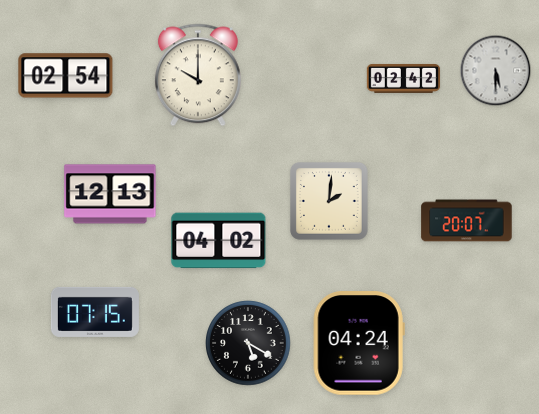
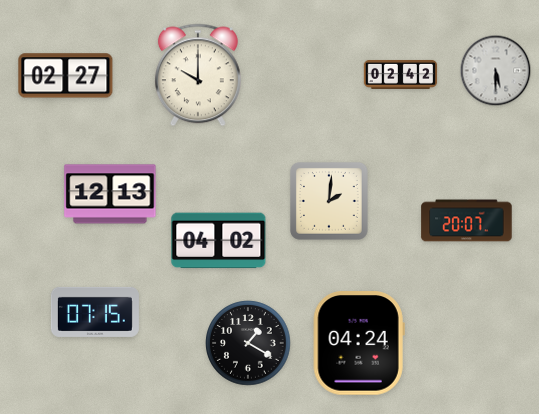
clock at (66, 76): 02:54 -> 02:27
clock at (404, 78) position: (404, 78) -> (401, 74)
clock at (248, 343): 5:20 -> 1:20
